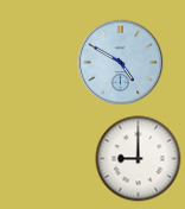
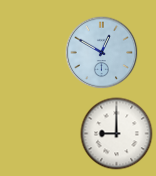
clock at (121, 63): 4:50 -> 12:50
